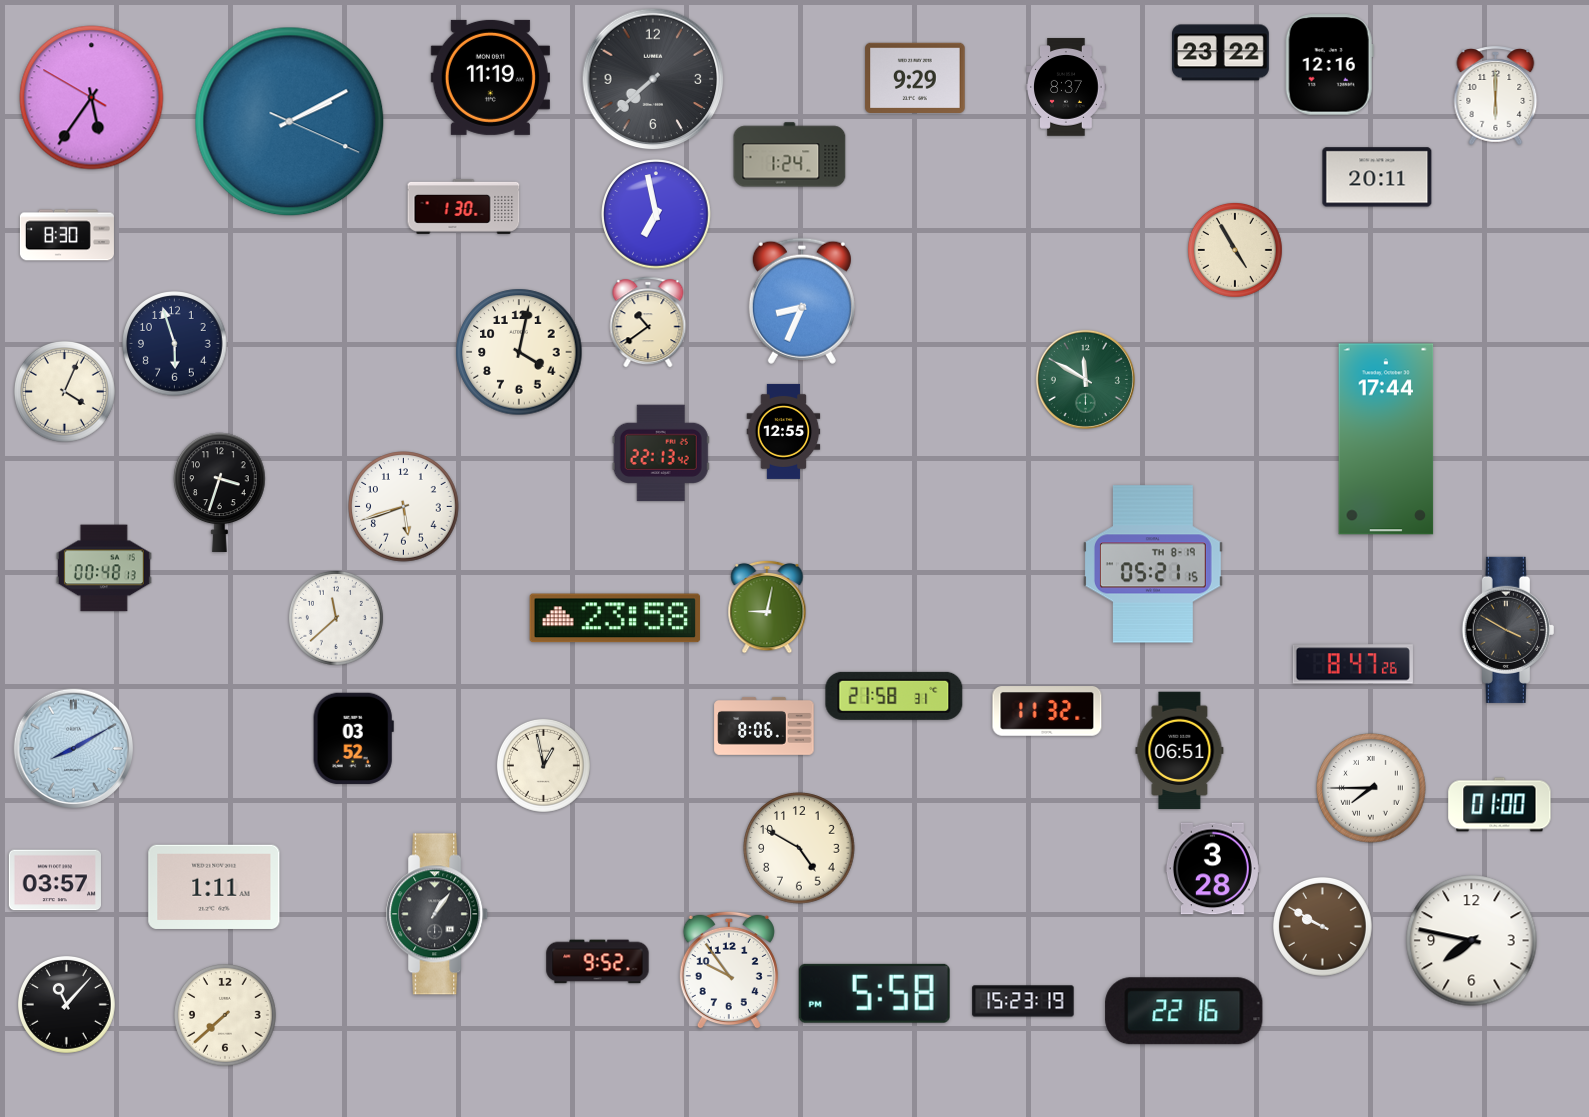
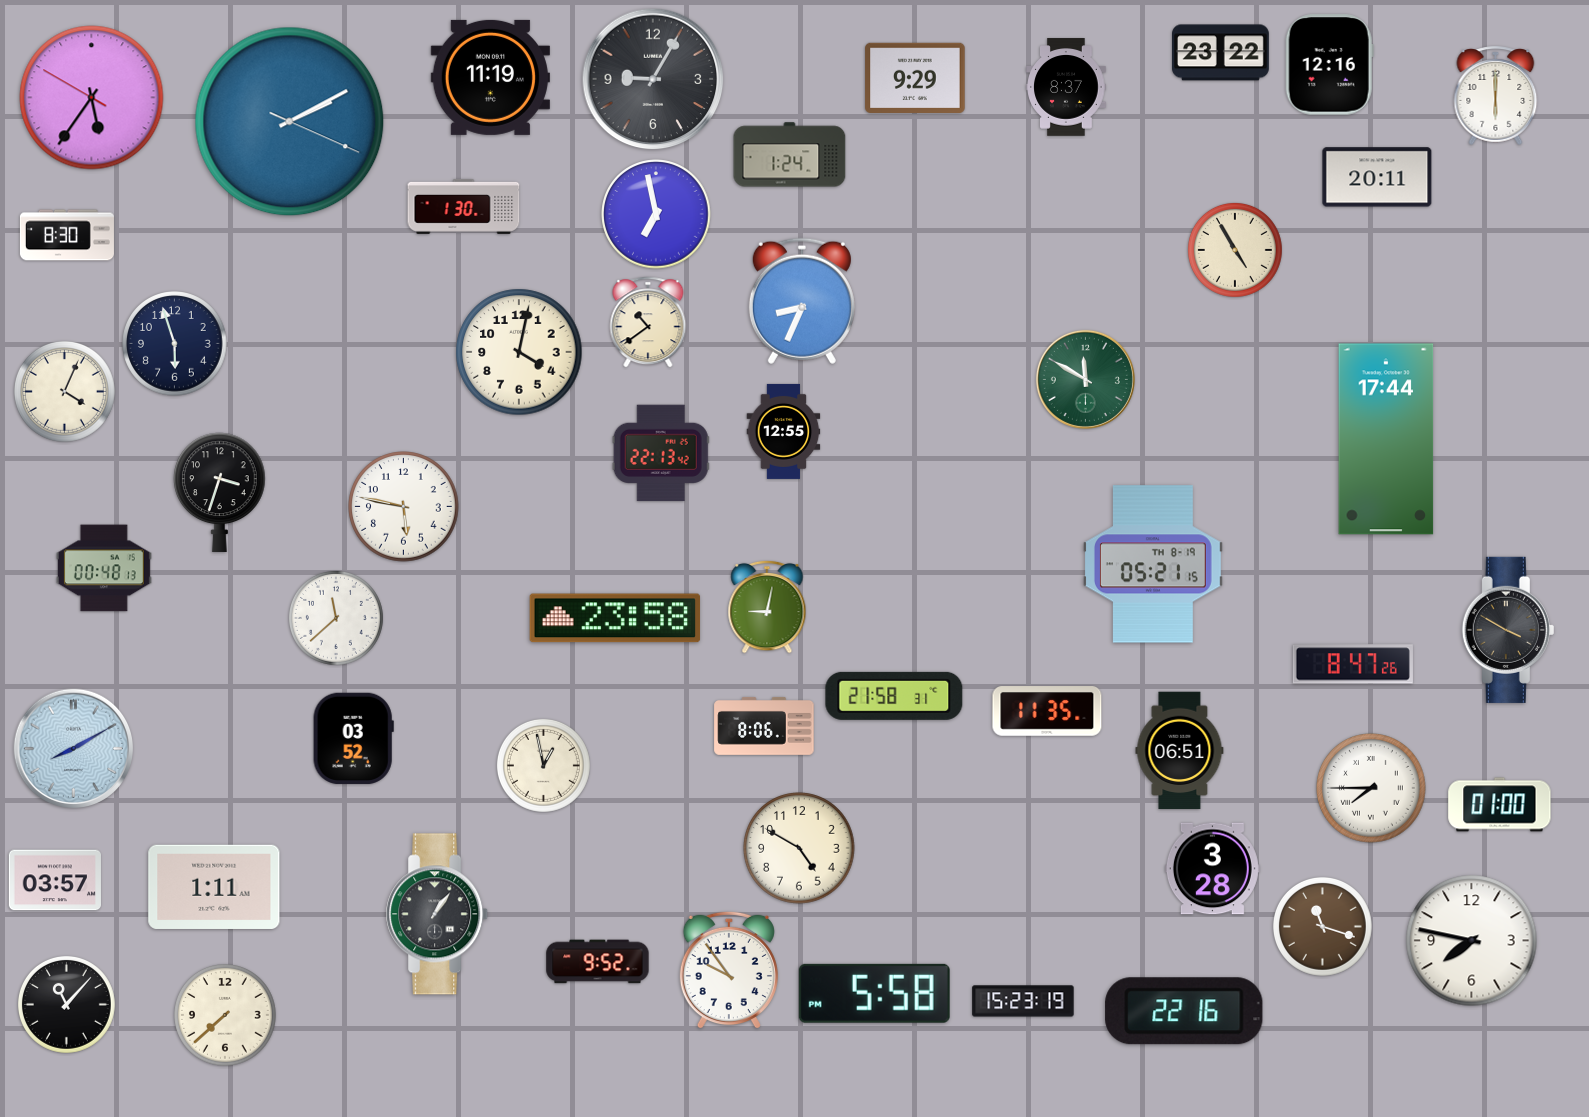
clock at (653, 79): 7:38 -> 9:05
clock at (404, 507): 5:42 -> 5:47
clock at (1047, 711): 11:32 -> 11:35
clock at (1322, 926): 9:50 -> 11:18
